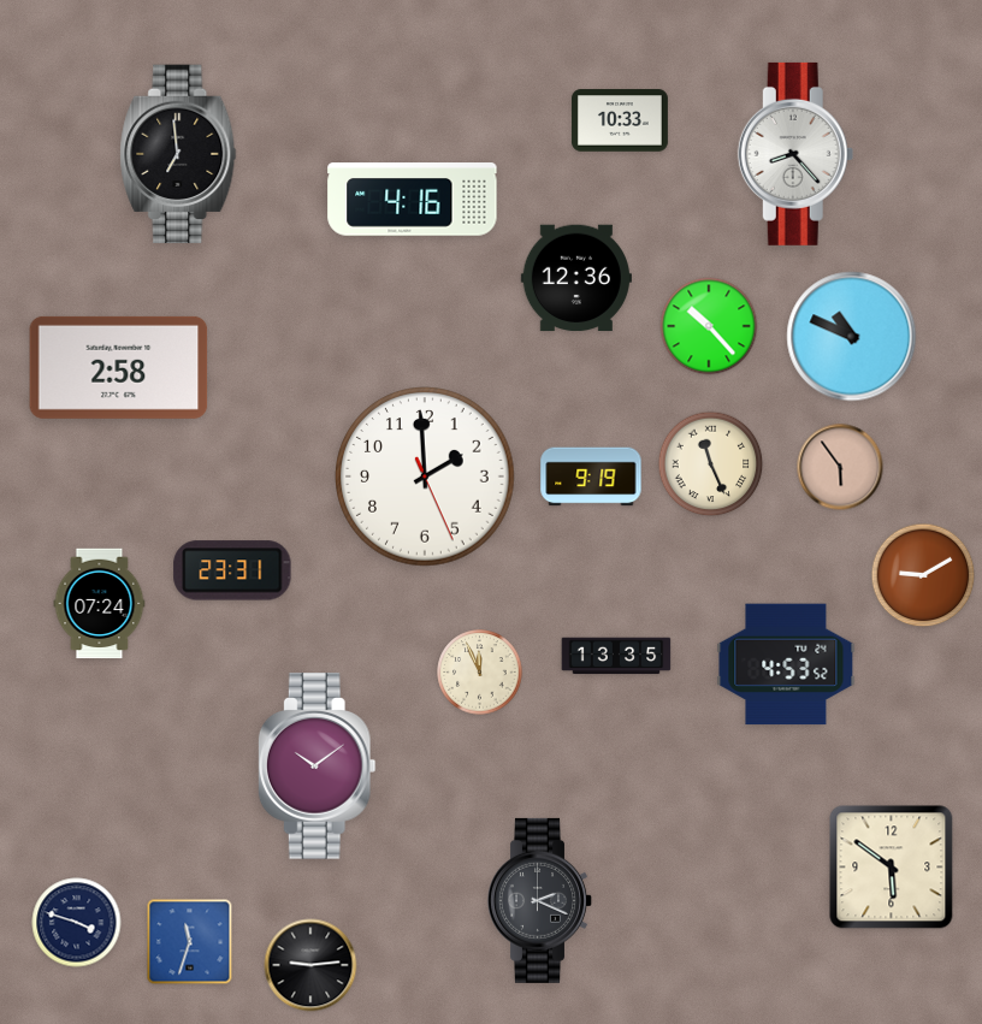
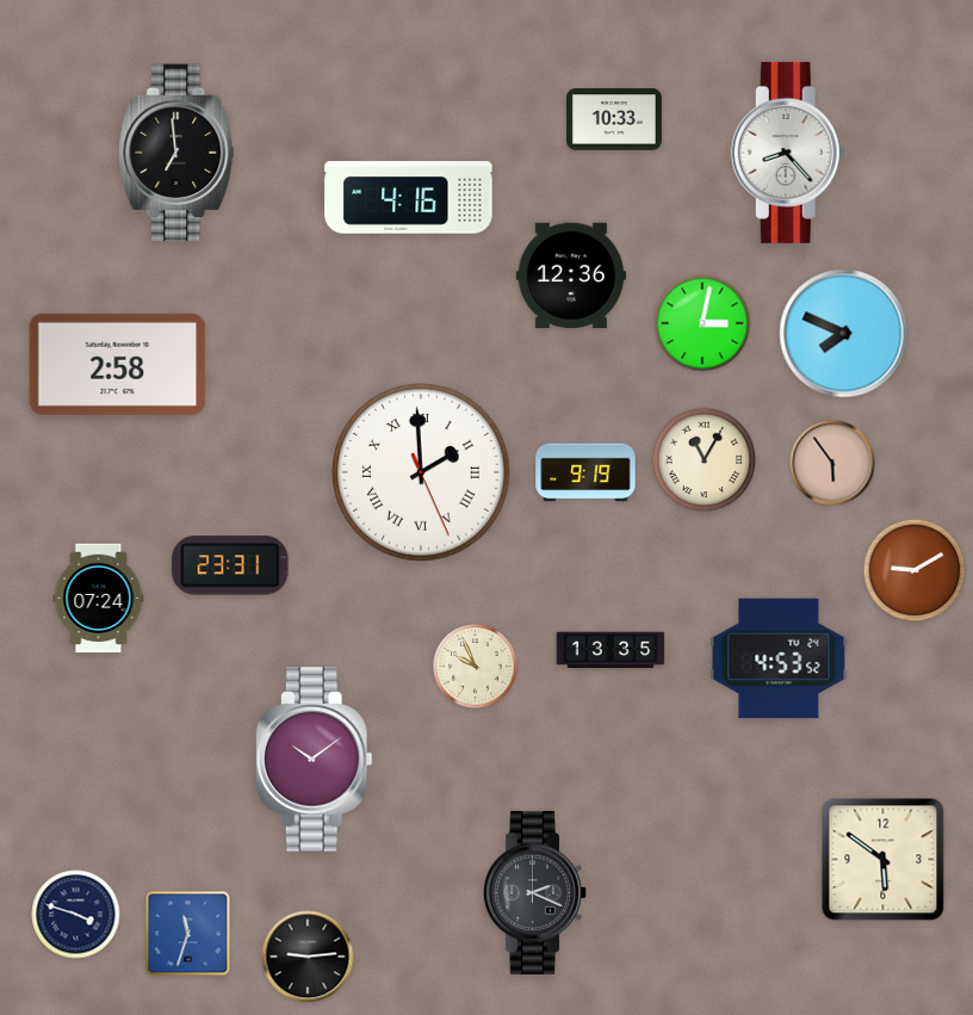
clock at (709, 326): 10:23 -> 3:02
clock at (852, 337): 10:49 -> 7:49
clock at (711, 464): 11:26 -> 11:05
clock at (425, 477) numerals: Arabic -> Roman
clock at (480, 673): 11:56 -> 9:56
